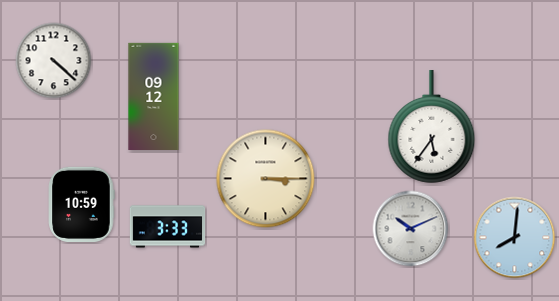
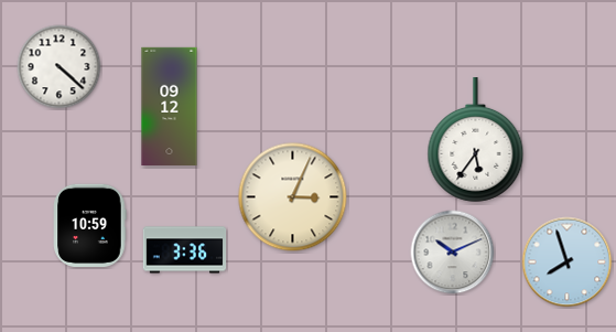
clock at (266, 179): 3:15 -> 3:04
clock at (168, 227): 3:33 -> 3:36
clock at (515, 238): 8:01 -> 7:57
